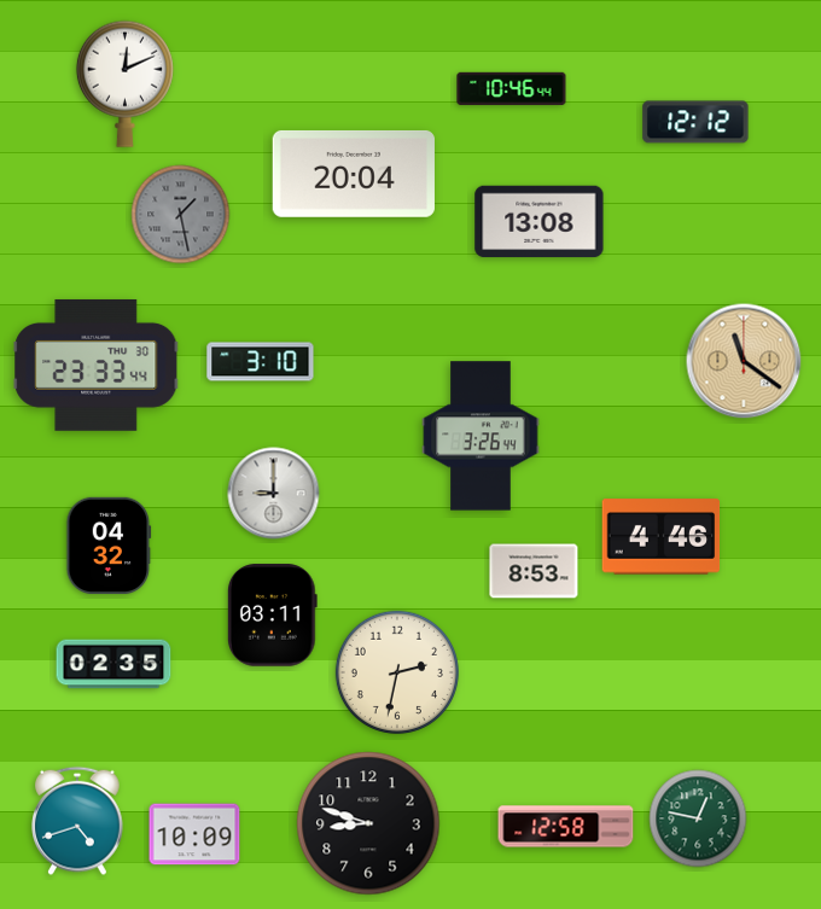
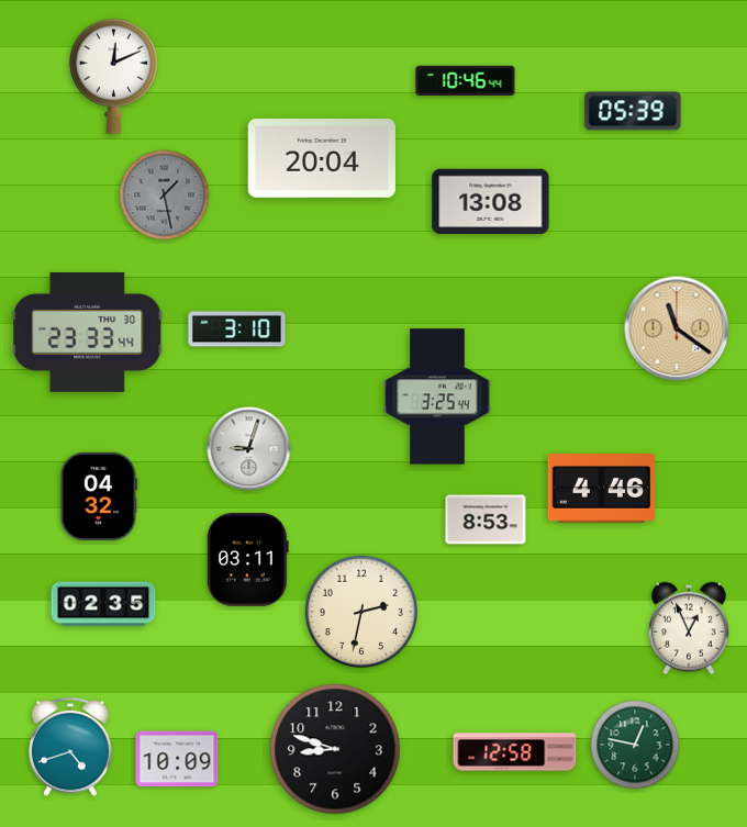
clock at (695, 122): 12:12 -> 05:39
clock at (481, 436): 3:26 -> 3:25
clock at (274, 494): 9:00 -> 9:03
clock at (690, 628): none -> 12:56
